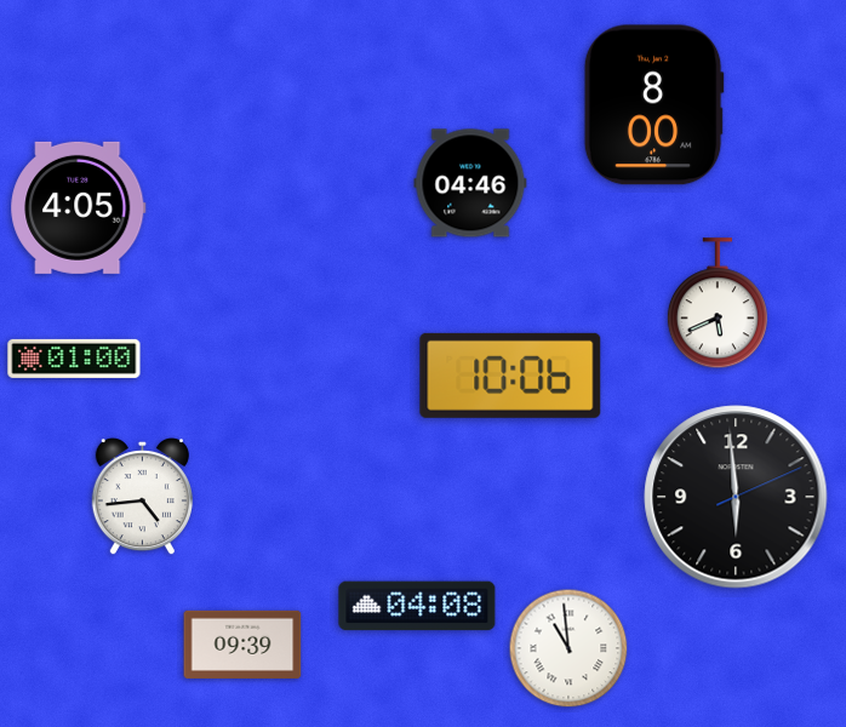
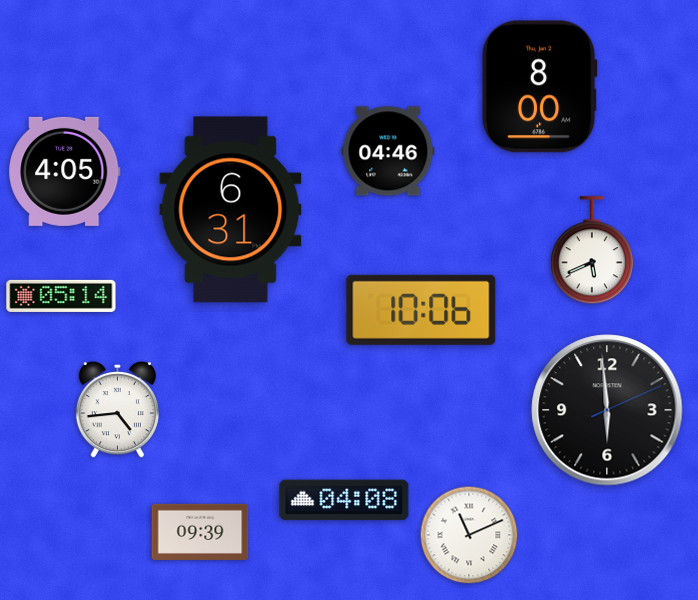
clock at (231, 210): none -> 6:31
clock at (74, 359): 01:00 -> 05:14
clock at (568, 648): 10:59 -> 11:11
